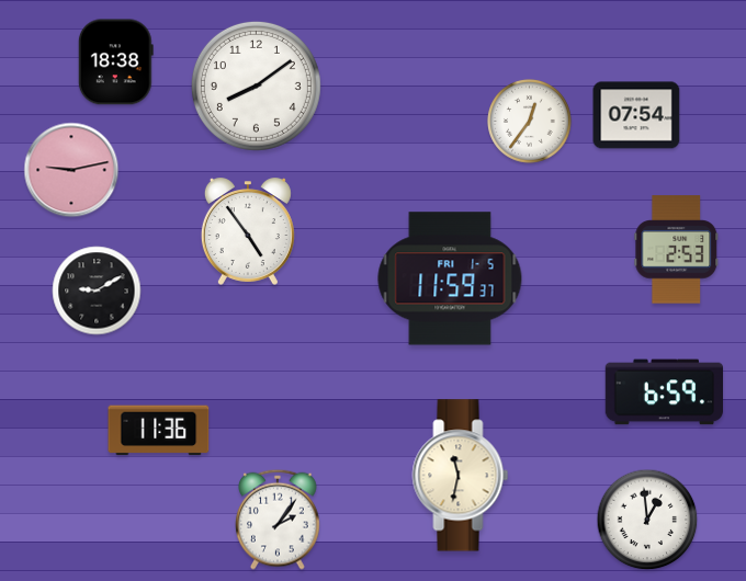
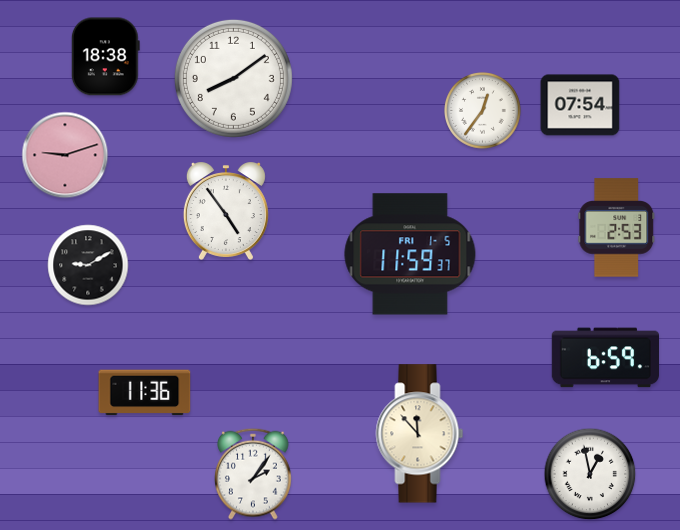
clock at (71, 170): 9:13 -> 9:12
clock at (461, 476): 11:32 -> 11:53
clock at (647, 520): 12:59 -> 12:58
